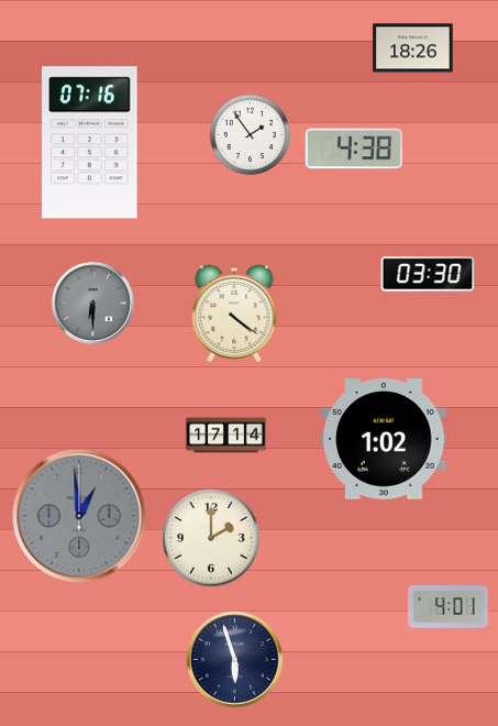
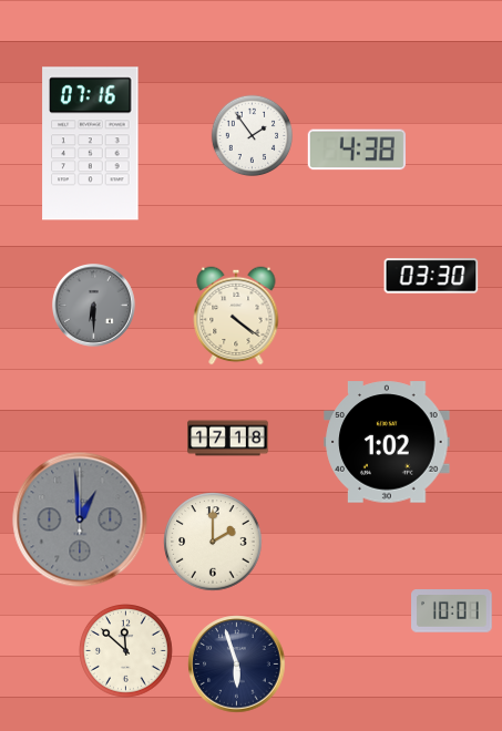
clock at (413, 48): 18:26 -> none
clock at (226, 436): 17:14 -> 17:18
clock at (449, 607): 4:01 -> 10:01
clock at (126, 651): none -> 11:52
